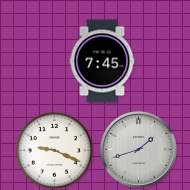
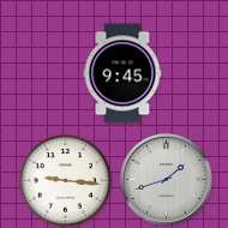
clock at (102, 61): 7:45 -> 9:45
clock at (54, 150): 9:19 -> 9:16
